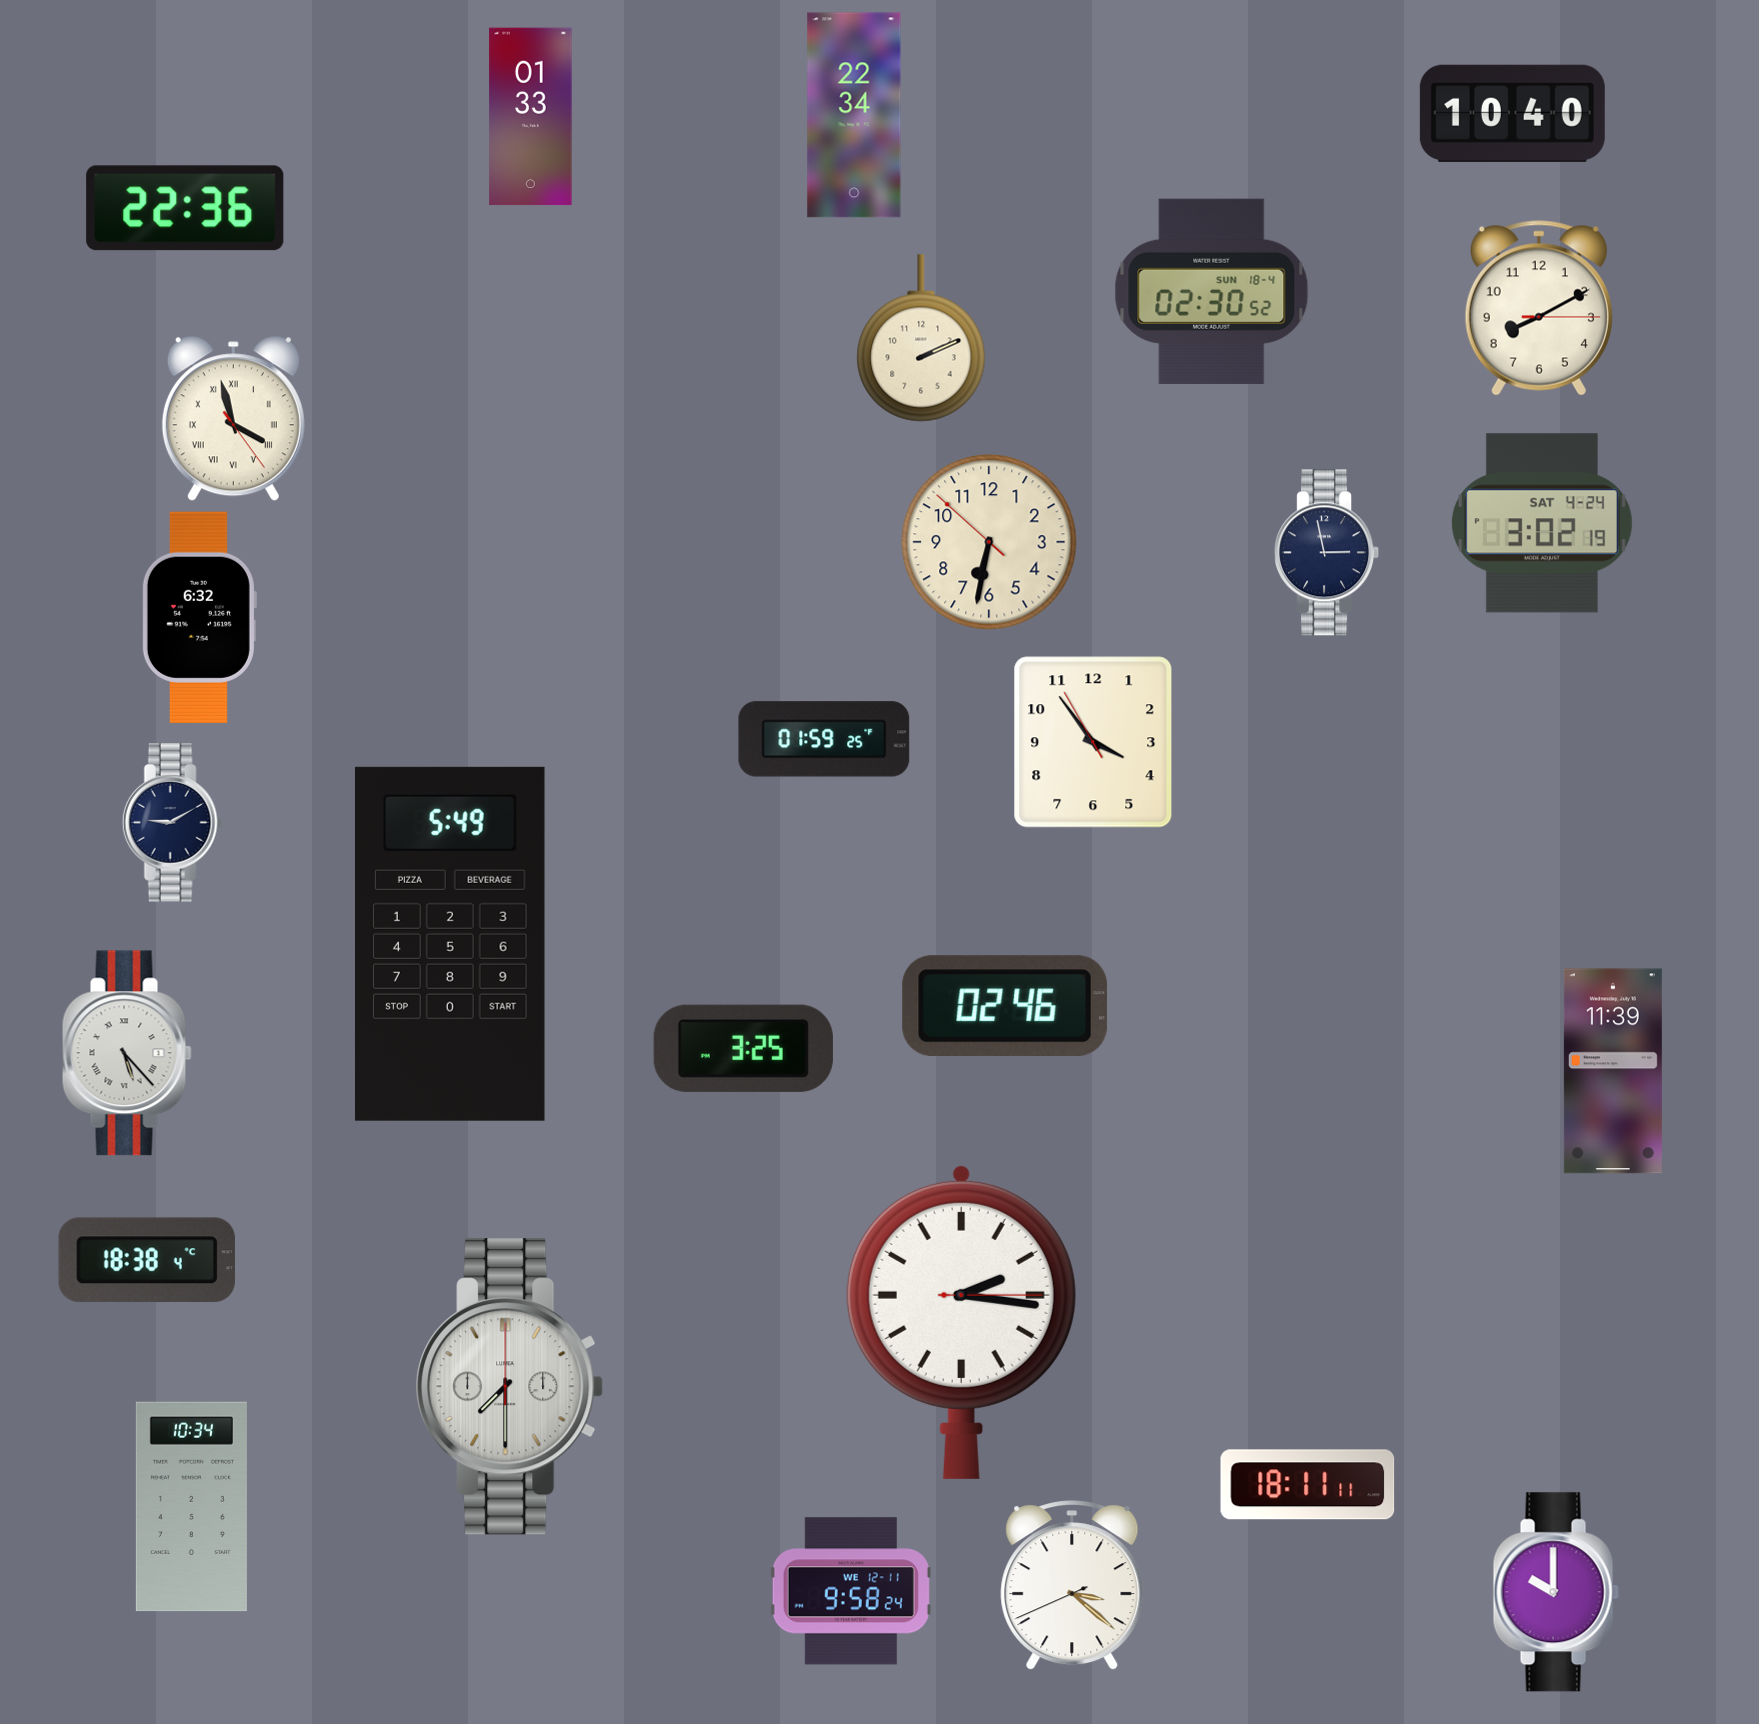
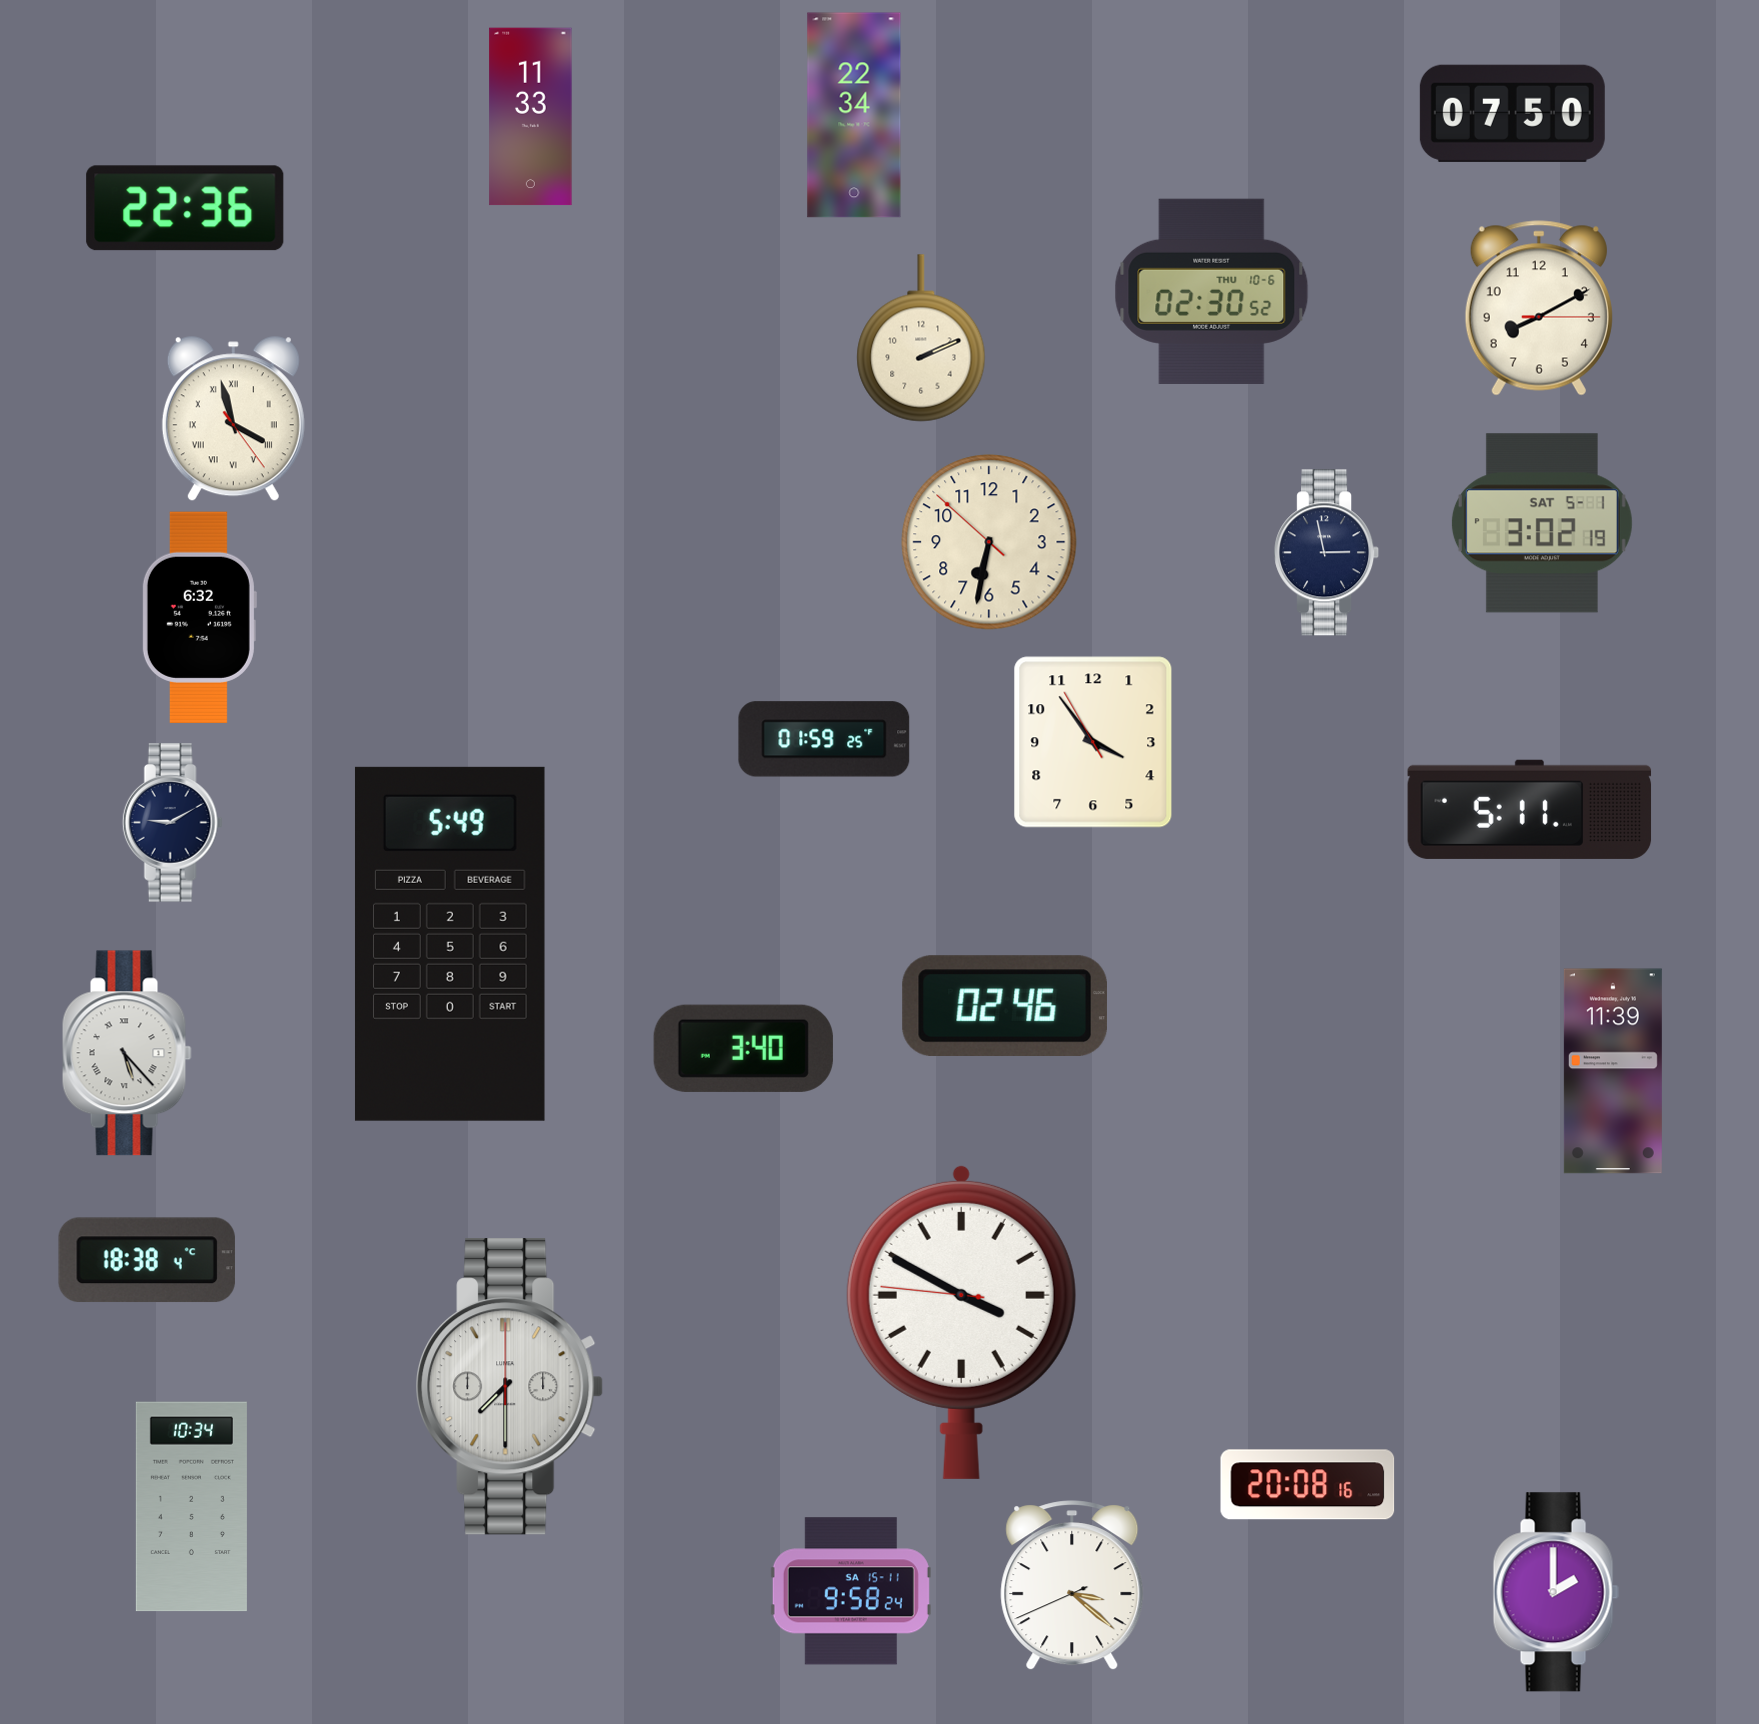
clock at (1512, 113): 10:40 -> 07:50
clock at (531, 117): 01:33 -> 11:33
clock at (1212, 291) date: SUN 18-4 -> THU 10-6
clock at (1542, 523) date: SAT 4-24 -> SAT 5-1
clock at (1530, 809): none -> 5:11
clock at (743, 1048): 3:25 -> 3:40
clock at (961, 1322): 2:16 -> 3:49
clock at (1308, 1485): 18:11 -> 20:08
clock at (851, 1591) date: WE 12-11 -> SA 15-11
clock at (1556, 1592): 10:00 -> 2:00
